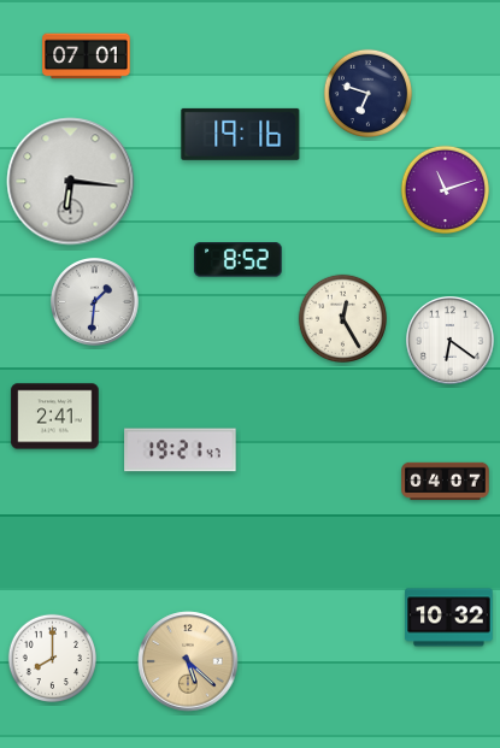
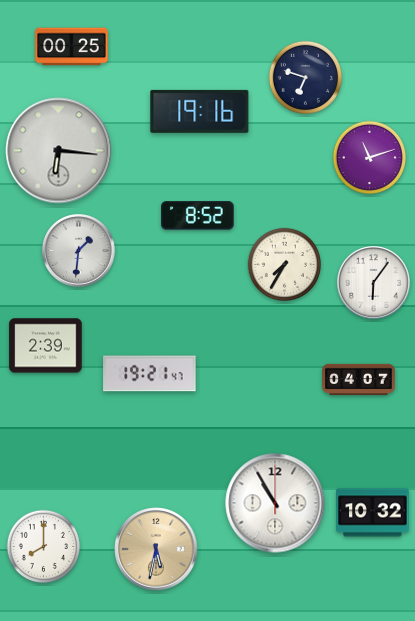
clock at (87, 57): 07:01 -> 00:25
clock at (342, 318): 12:25 -> 7:35
clock at (451, 341): 6:21 -> 6:06
clock at (55, 417): 2:41 -> 2:39
clock at (446, 482) position: (446, 482) -> (359, 380)
clock at (275, 503): none -> 10:55
clock at (188, 661): 5:22 -> 5:32
